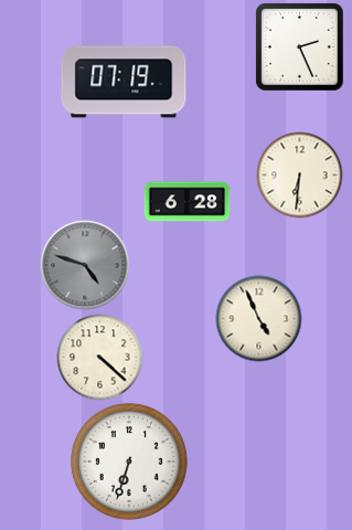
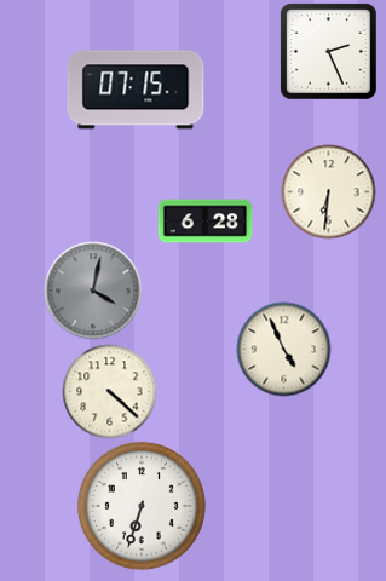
clock at (124, 82): 07:19 -> 07:15
clock at (85, 265): 4:48 -> 4:02
